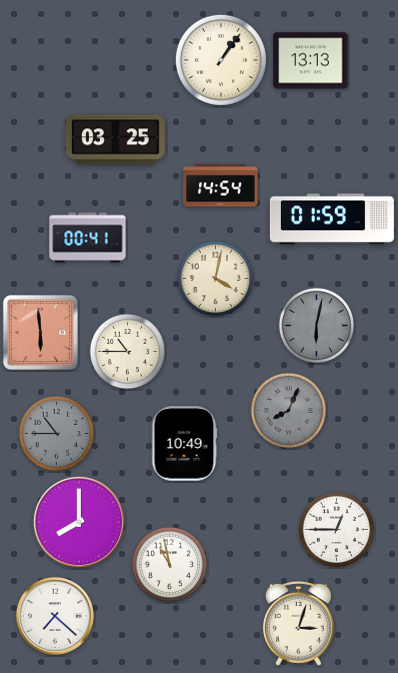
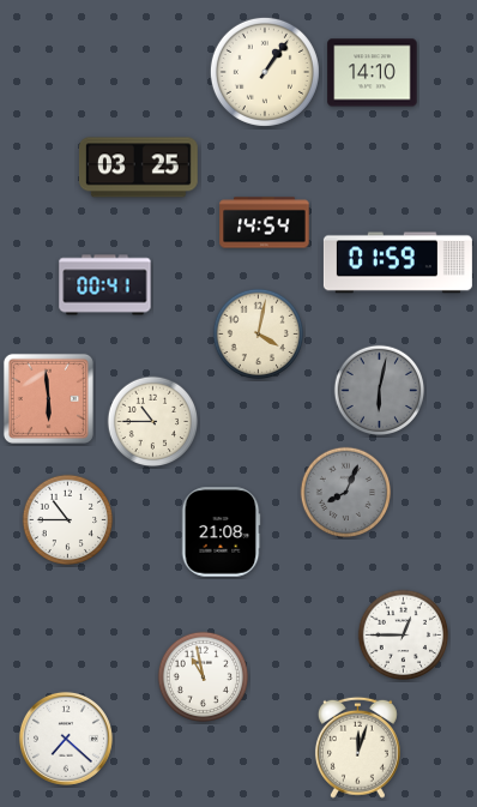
clock at (311, 61): 13:13 -> 14:10
clock at (57, 434) dial: grey -> white
clock at (184, 444): 10:49 -> 21:08
clock at (79, 522): 8:00 -> none
clock at (298, 623): 3:03 -> 12:03
